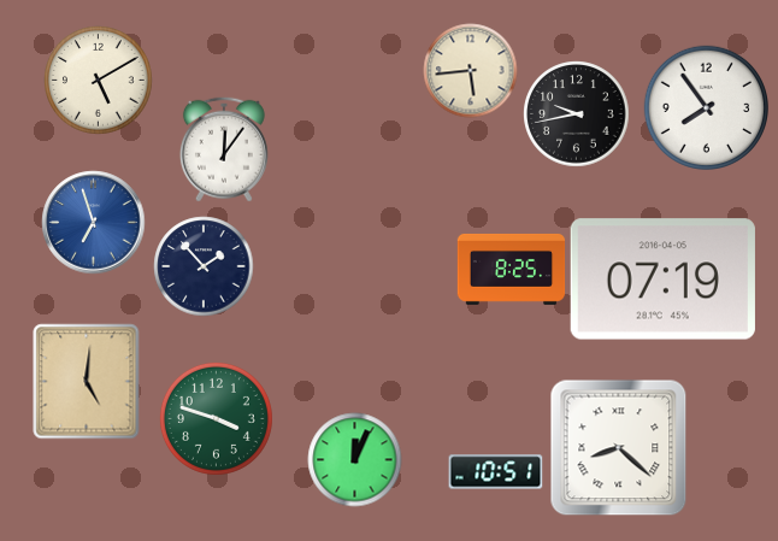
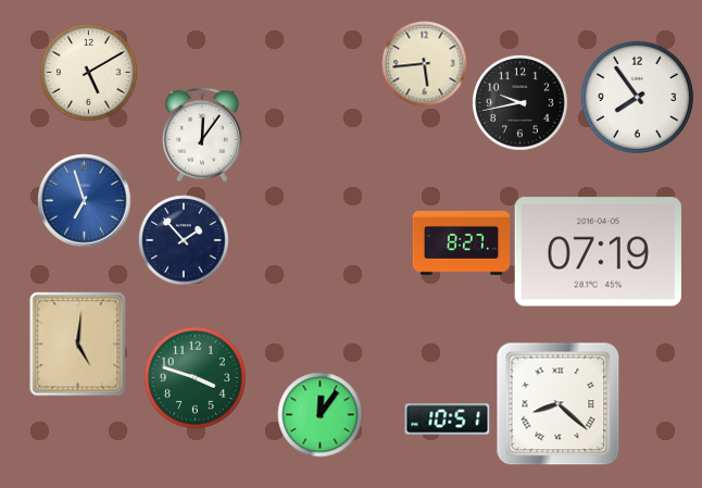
clock at (511, 269): 8:25 -> 8:27
clock at (354, 459): 12:04 -> 12:06
clock at (495, 472) position: (495, 472) -> (447, 420)
